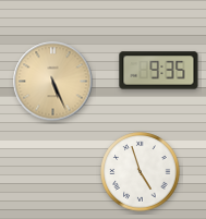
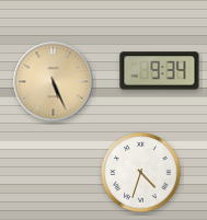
clock at (159, 71): 9:35 -> 9:34
clock at (141, 172): 4:57 -> 4:33
